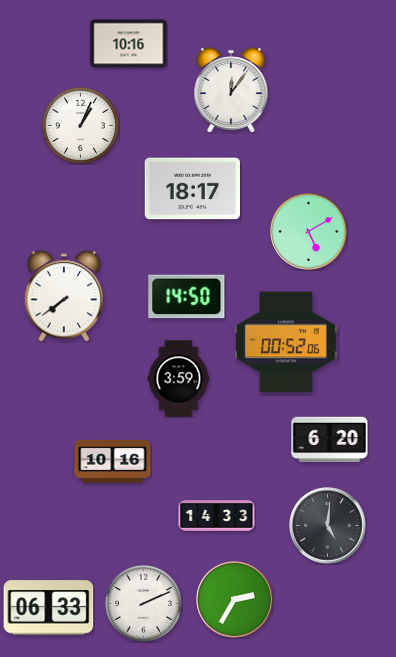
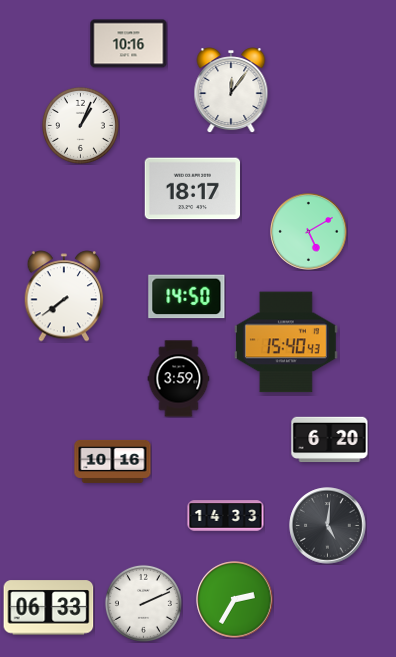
clock at (286, 342): 00:52 -> 15:40
clock at (217, 516) position: (217, 516) -> (226, 516)
